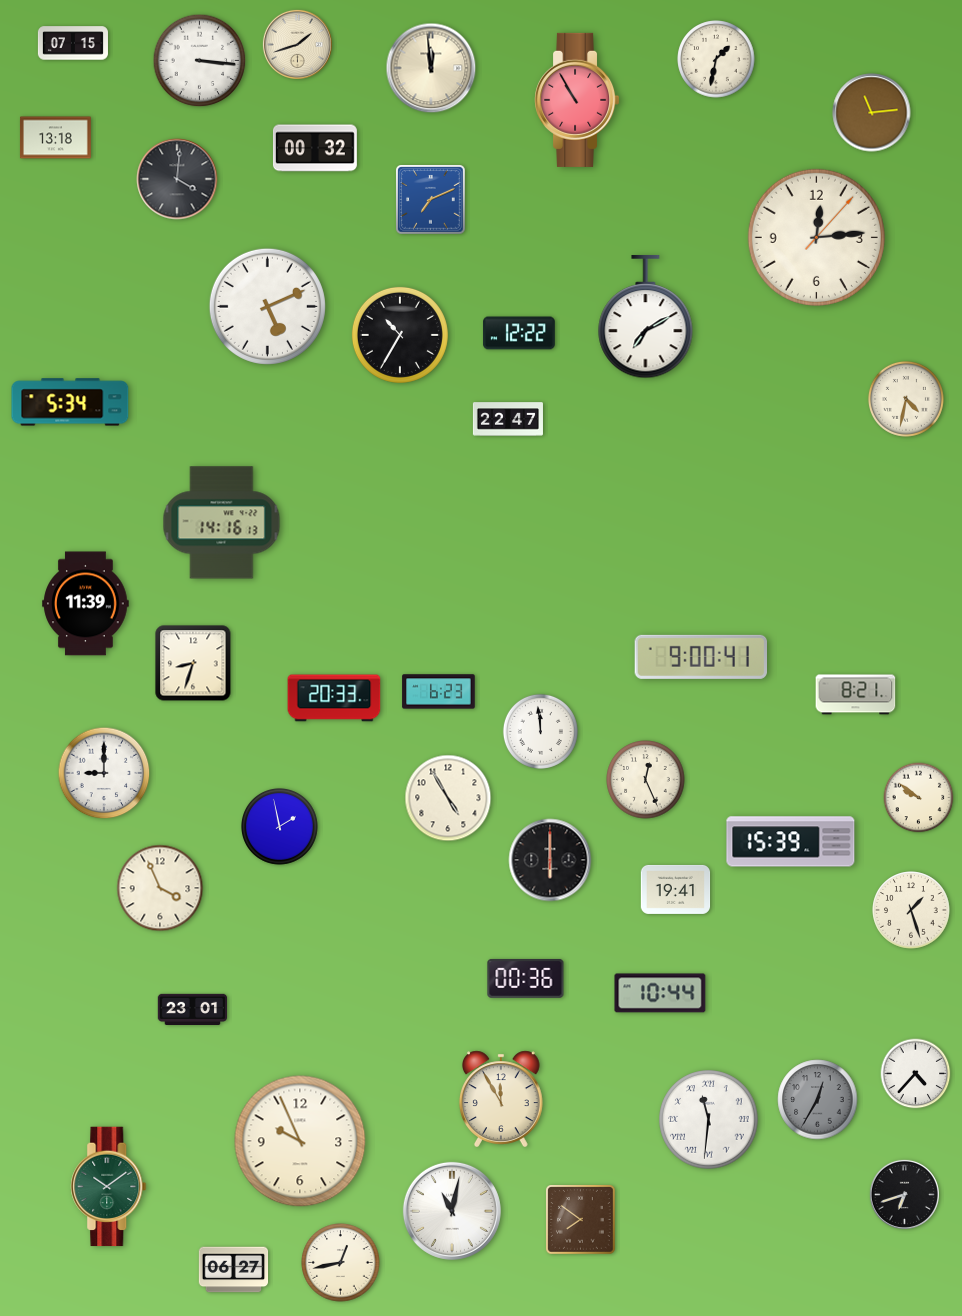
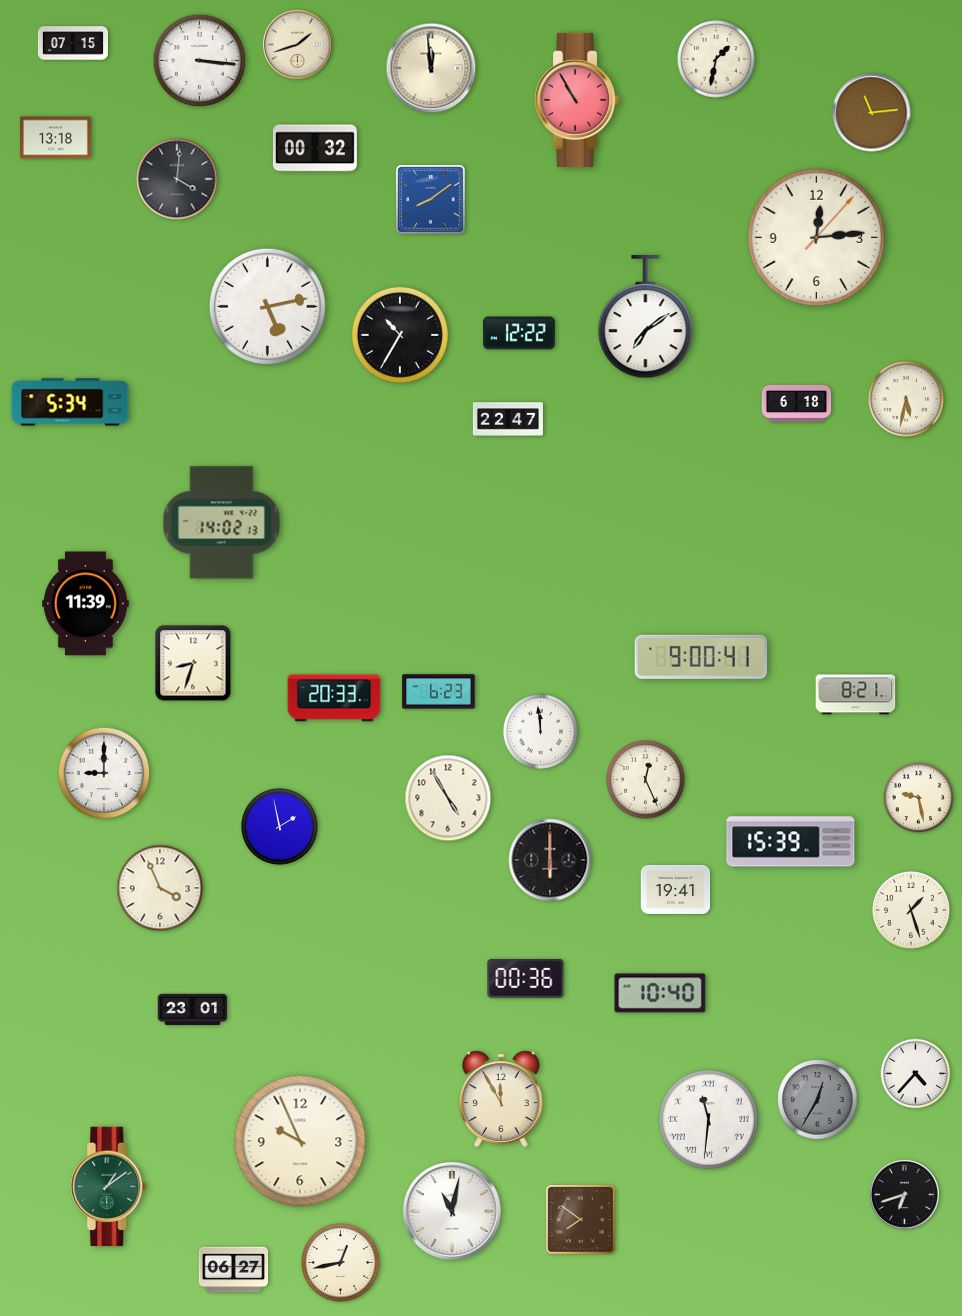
clock at (431, 200): 7:11 -> 8:09
clock at (267, 306): 5:11 -> 5:13
clock at (646, 317): 7:10 -> 7:09
clock at (906, 399): 4:32 -> 5:32
clock at (797, 403): none -> 6:18
clock at (222, 523): 14:16 -> 14:02
clock at (919, 798): 9:51 -> 9:28
clock at (660, 993): 10:44 -> 10:40
clock at (109, 1187): 10:09 -> 1:09
